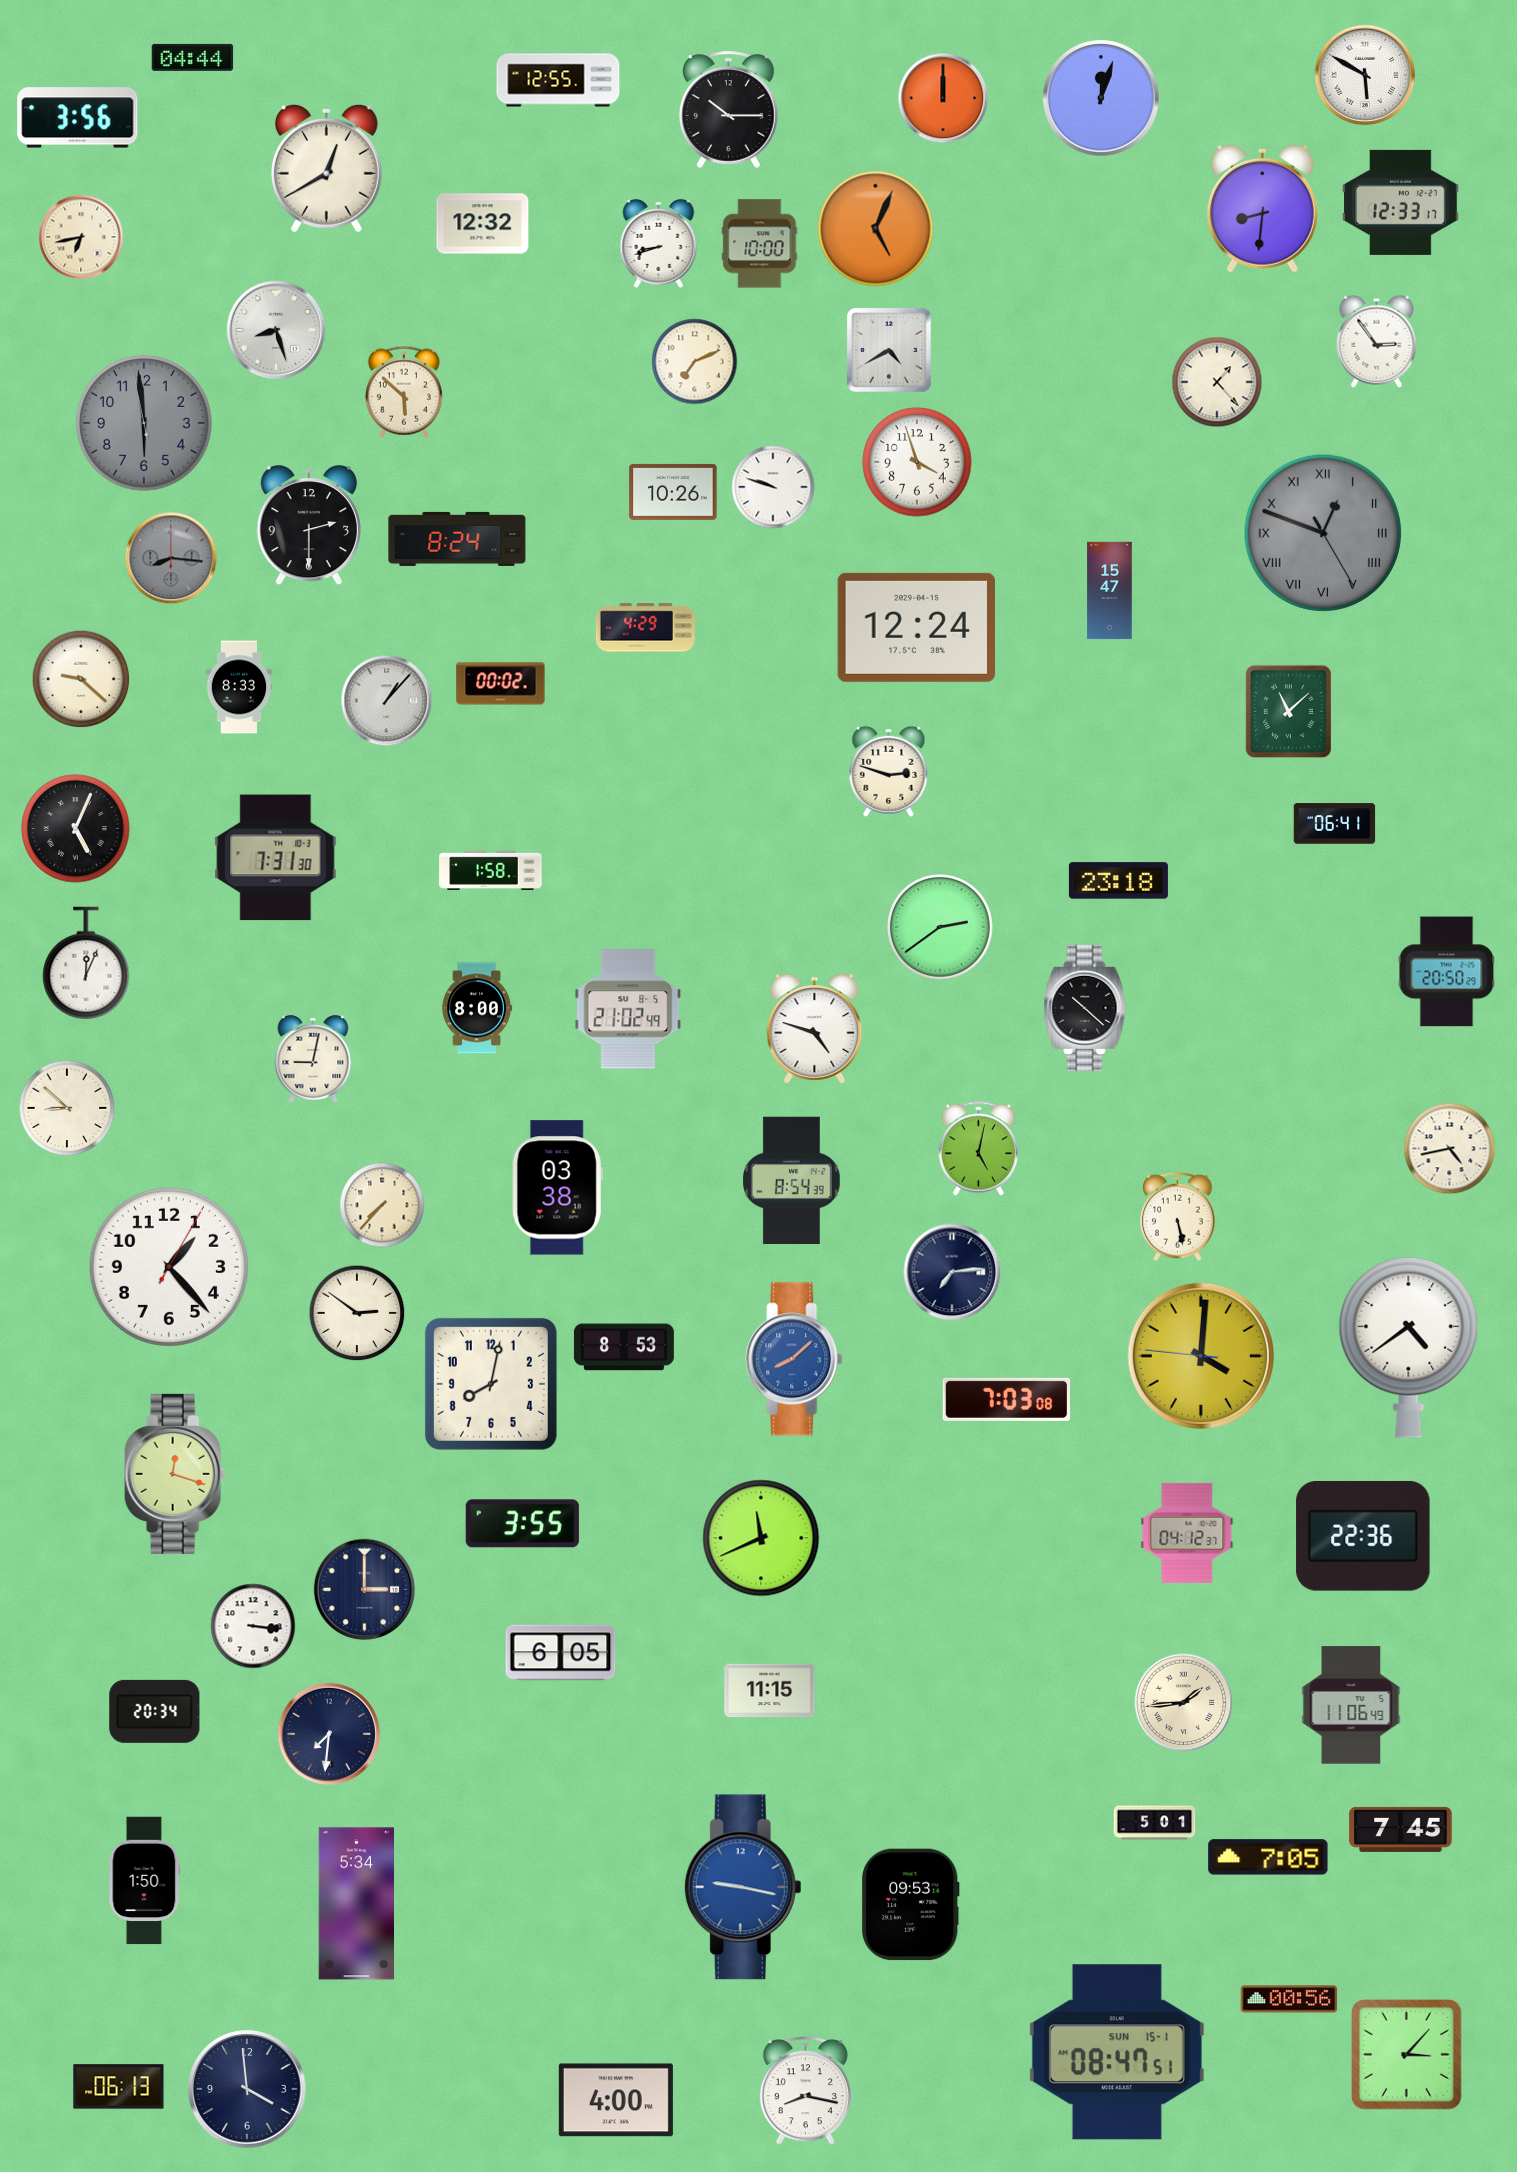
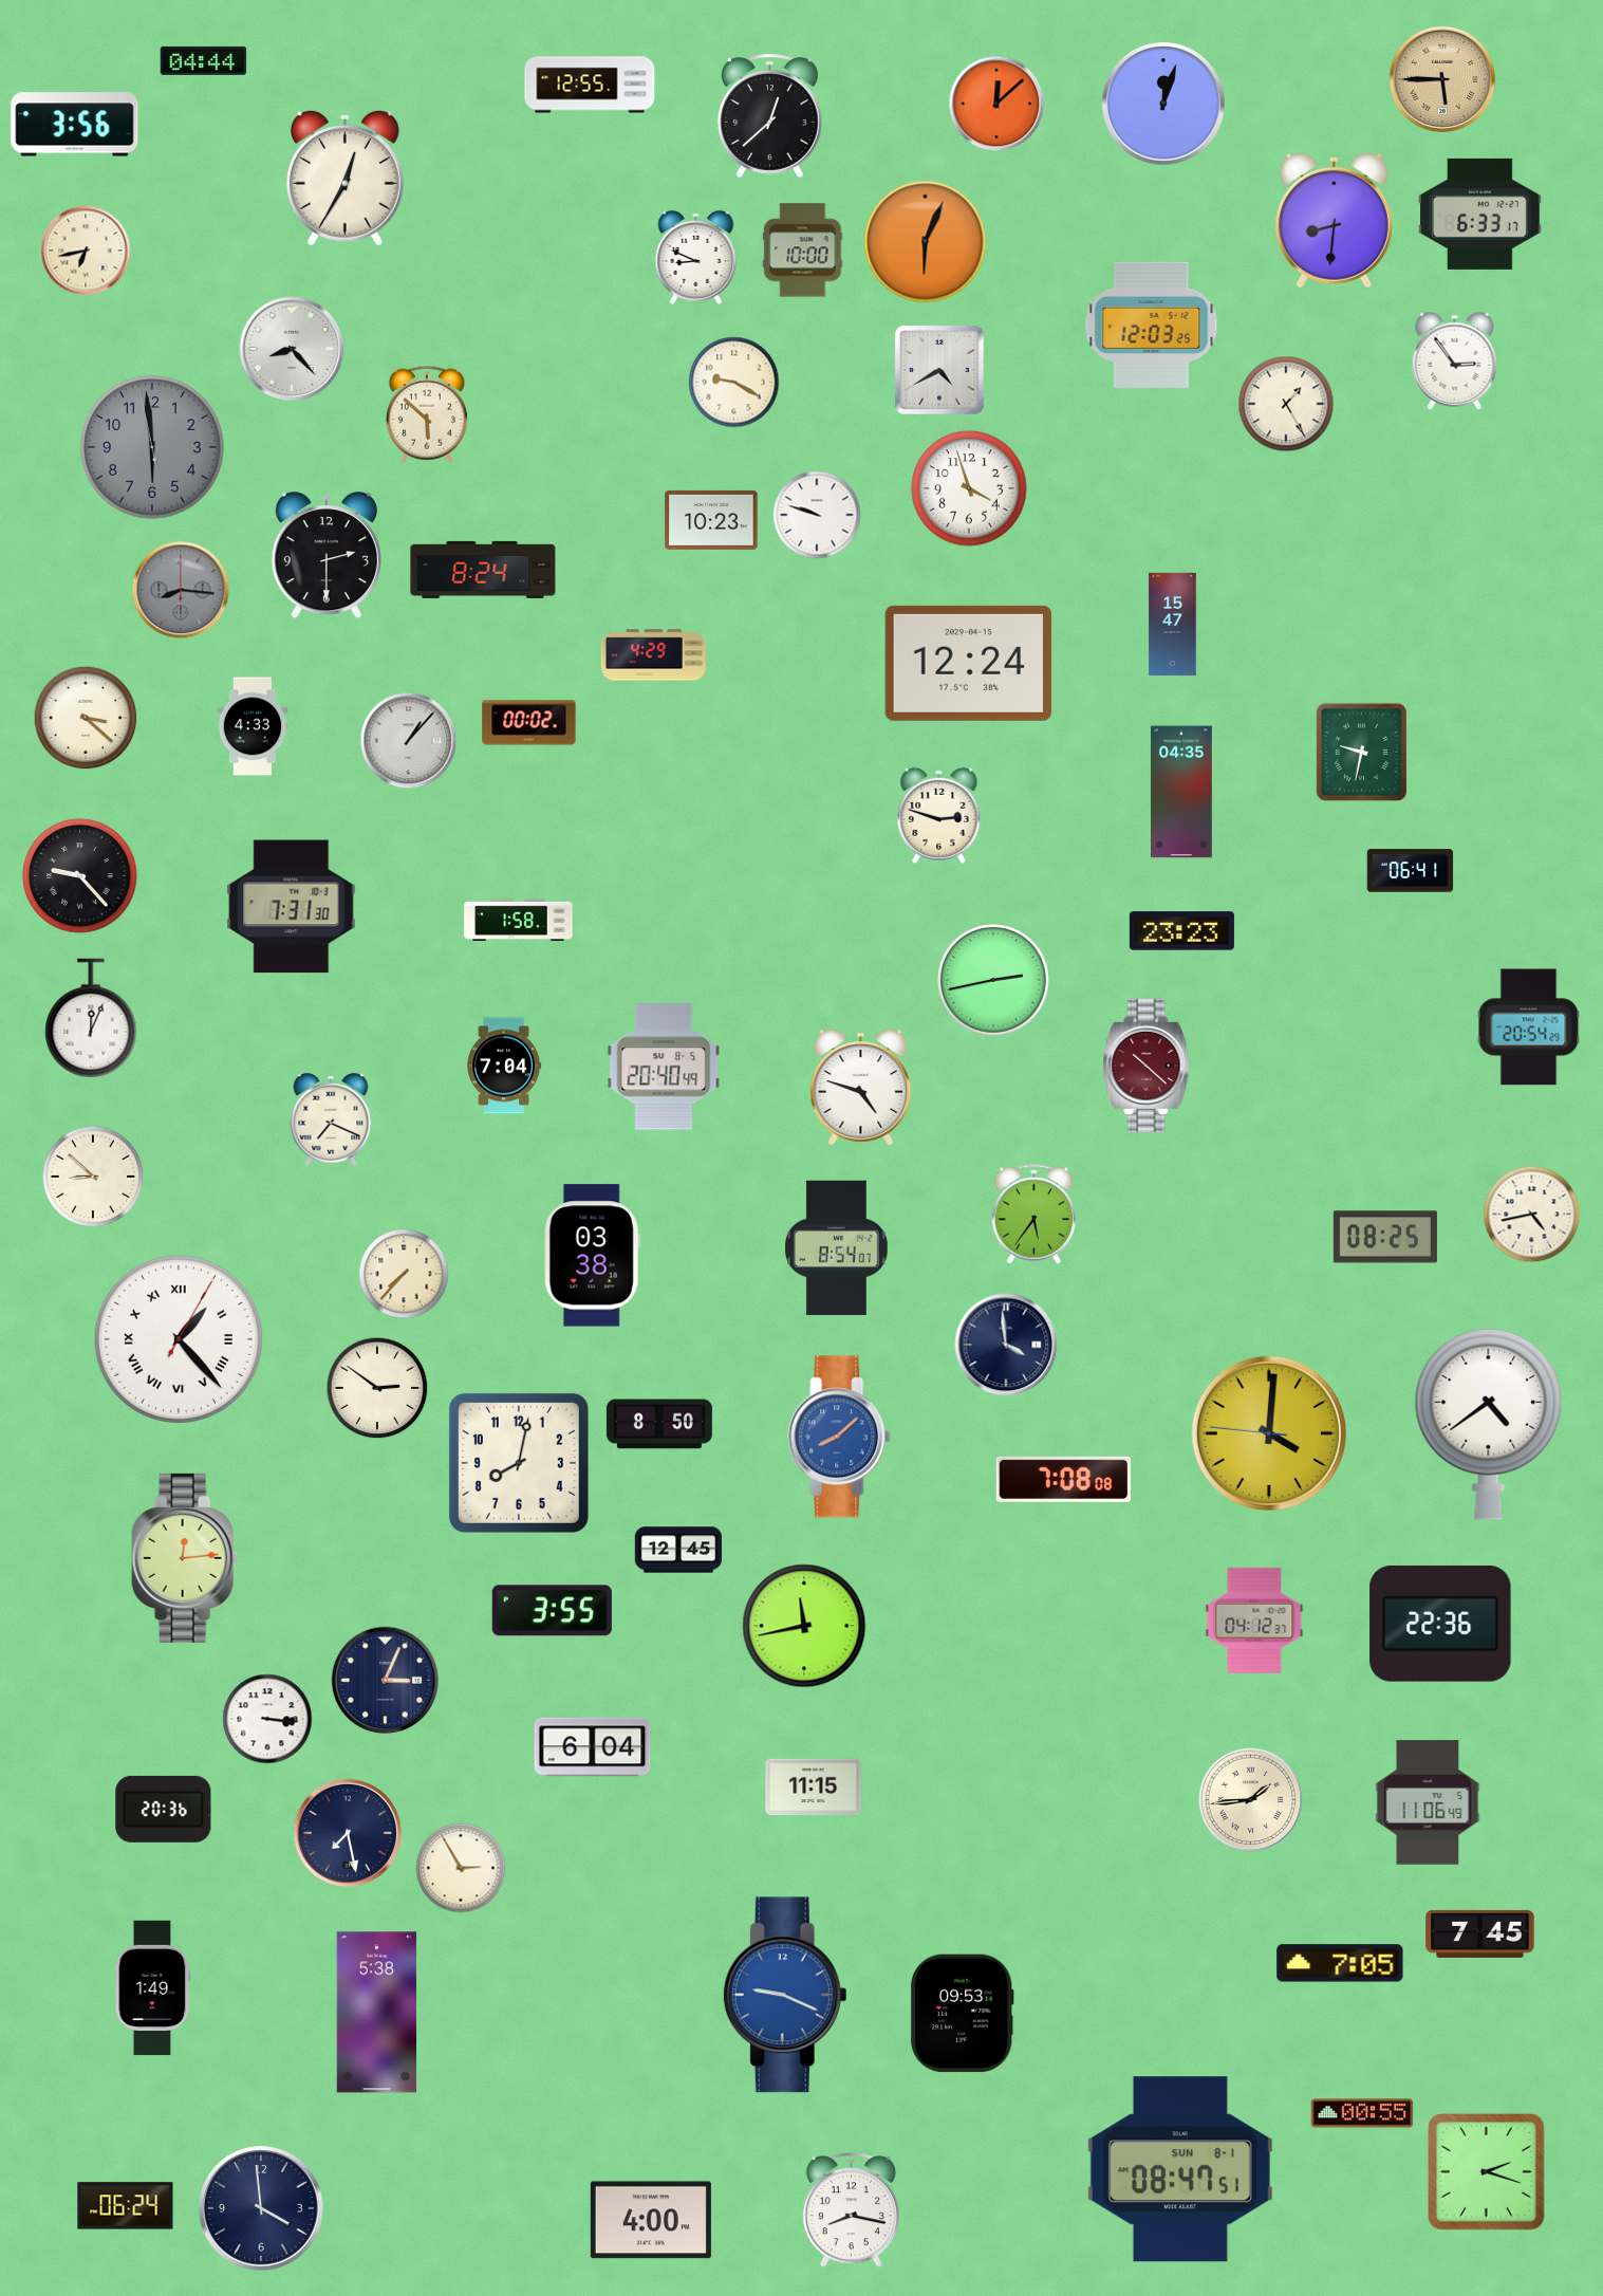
clock at (1365, 75): 5:50 -> 5:45
clock at (1365, 75) dial: white -> champagne
clock at (943, 98): 12:00 -> 12:08
clock at (728, 109): 10:15 -> 12:38
clock at (78, 118) position: (78, 118) -> (75, 125)
clock at (326, 168): 12:40 -> 12:35
clock at (1401, 202): 12:33 -> 6:33
clock at (483, 224): 12:32 -> none
clock at (876, 229): 5:04 -> 6:04
clock at (659, 243): 8:42 -> 8:49
clock at (760, 244) position: (760, 244) -> (803, 251)
clock at (1152, 325): none -> 12:03
clock at (276, 330): 8:27 -> 8:23
clock at (695, 362): 7:11 -> 9:20
clock at (1217, 382): 1:23 -> 1:25
clock at (673, 492): 10:26 -> 10:23
clock at (1323, 533): 12:48 -> none
clock at (645, 628) position: (645, 628) -> (653, 655)
clock at (81, 679): 9:22 -> 3:22
clock at (239, 687): 8:33 -> 4:33
clock at (1288, 711): 11:08 -> 9:32
clock at (1182, 792): none -> 04:35
clock at (76, 829): 5:04 -> 9:23
clock at (1118, 881): 23:18 -> 23:23
clock at (941, 928): 2:39 -> 2:43
clock at (1447, 972): 20:50 -> 20:54
clock at (477, 1008): 8:00 -> 7:04
clock at (1085, 1008) dial: black -> burgundy
clock at (628, 1009): 21:02 -> 20:40
clock at (313, 1059): 9:02 -> 7:19
clock at (67, 1108) position: (67, 1108) -> (93, 1177)
clock at (978, 1149): 5:02 -> 5:36
clock at (1385, 1237): none -> 08:25
clock at (792, 1181): 8:54:39 -> 8:54:07
clock at (557, 1188) position: (557, 1188) -> (592, 1256)
clock at (1178, 1217): 5:28 -> none
clock at (169, 1267) numerals: Arabic -> Roman
clock at (952, 1272): 7:14 -> 3:59
clock at (624, 1347): 8:53 -> 8:50
clock at (1007, 1399): 7:03 -> 7:08
clock at (678, 1550): none -> 12:45
clock at (175, 1474): 12:18 -> 12:14
clock at (761, 1538): 11:41 -> 11:43
clock at (365, 1590): 3:00 -> 3:04
clock at (561, 1653): 6:05 -> 6:04
clock at (155, 1711): 20:34 -> 20:36
clock at (329, 1734): 7:31 -> 7:28
clock at (461, 1868): none -> 2:55
clock at (1155, 1823): 5:01 -> none
clock at (144, 1881): 1:50 -> 1:49
clock at (743, 1887): 9:17 -> 9:19
clock at (357, 1904): 5:34 -> 5:38
clock at (1289, 1999): 00:56 -> 00:55
clock at (1117, 2052) date: SUN 15-1 -> SUN 8-1
clock at (1407, 2055): 3:07 -> 2:18
clock at (119, 2087): 06:13 -> 06:24
